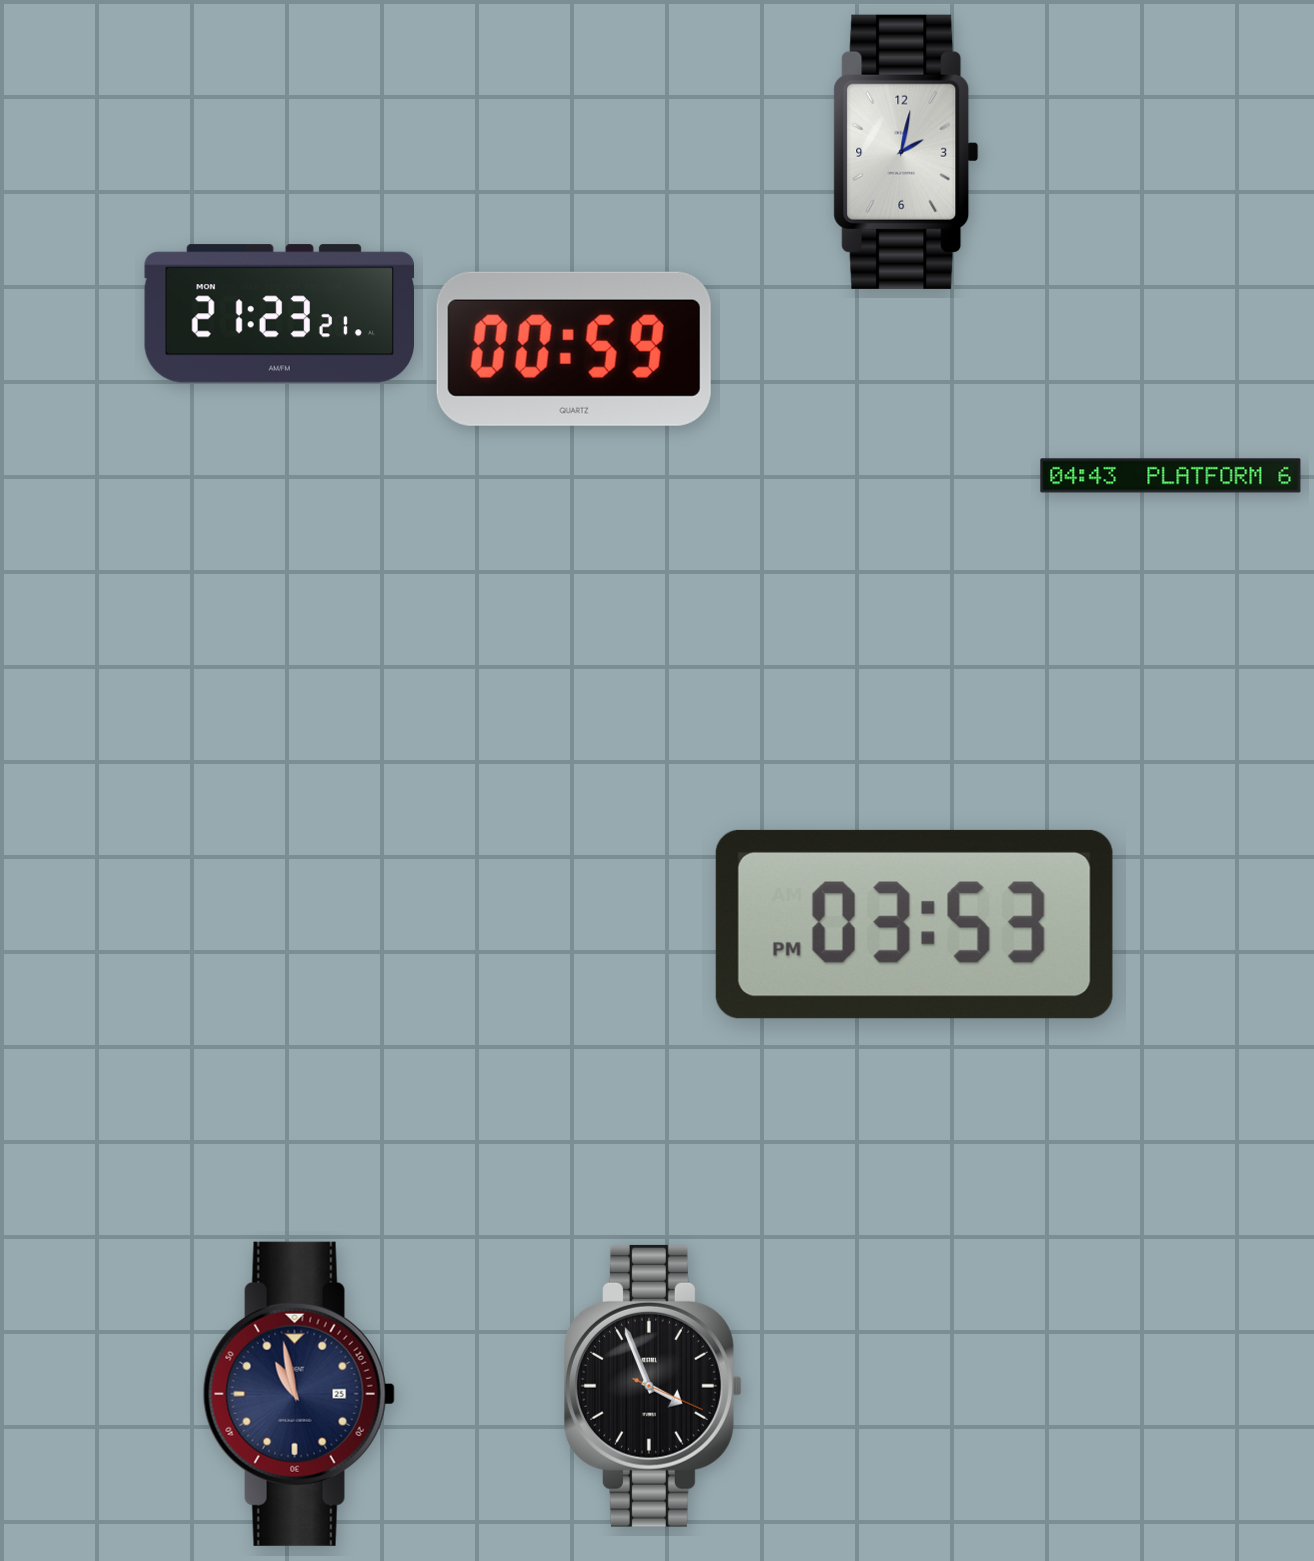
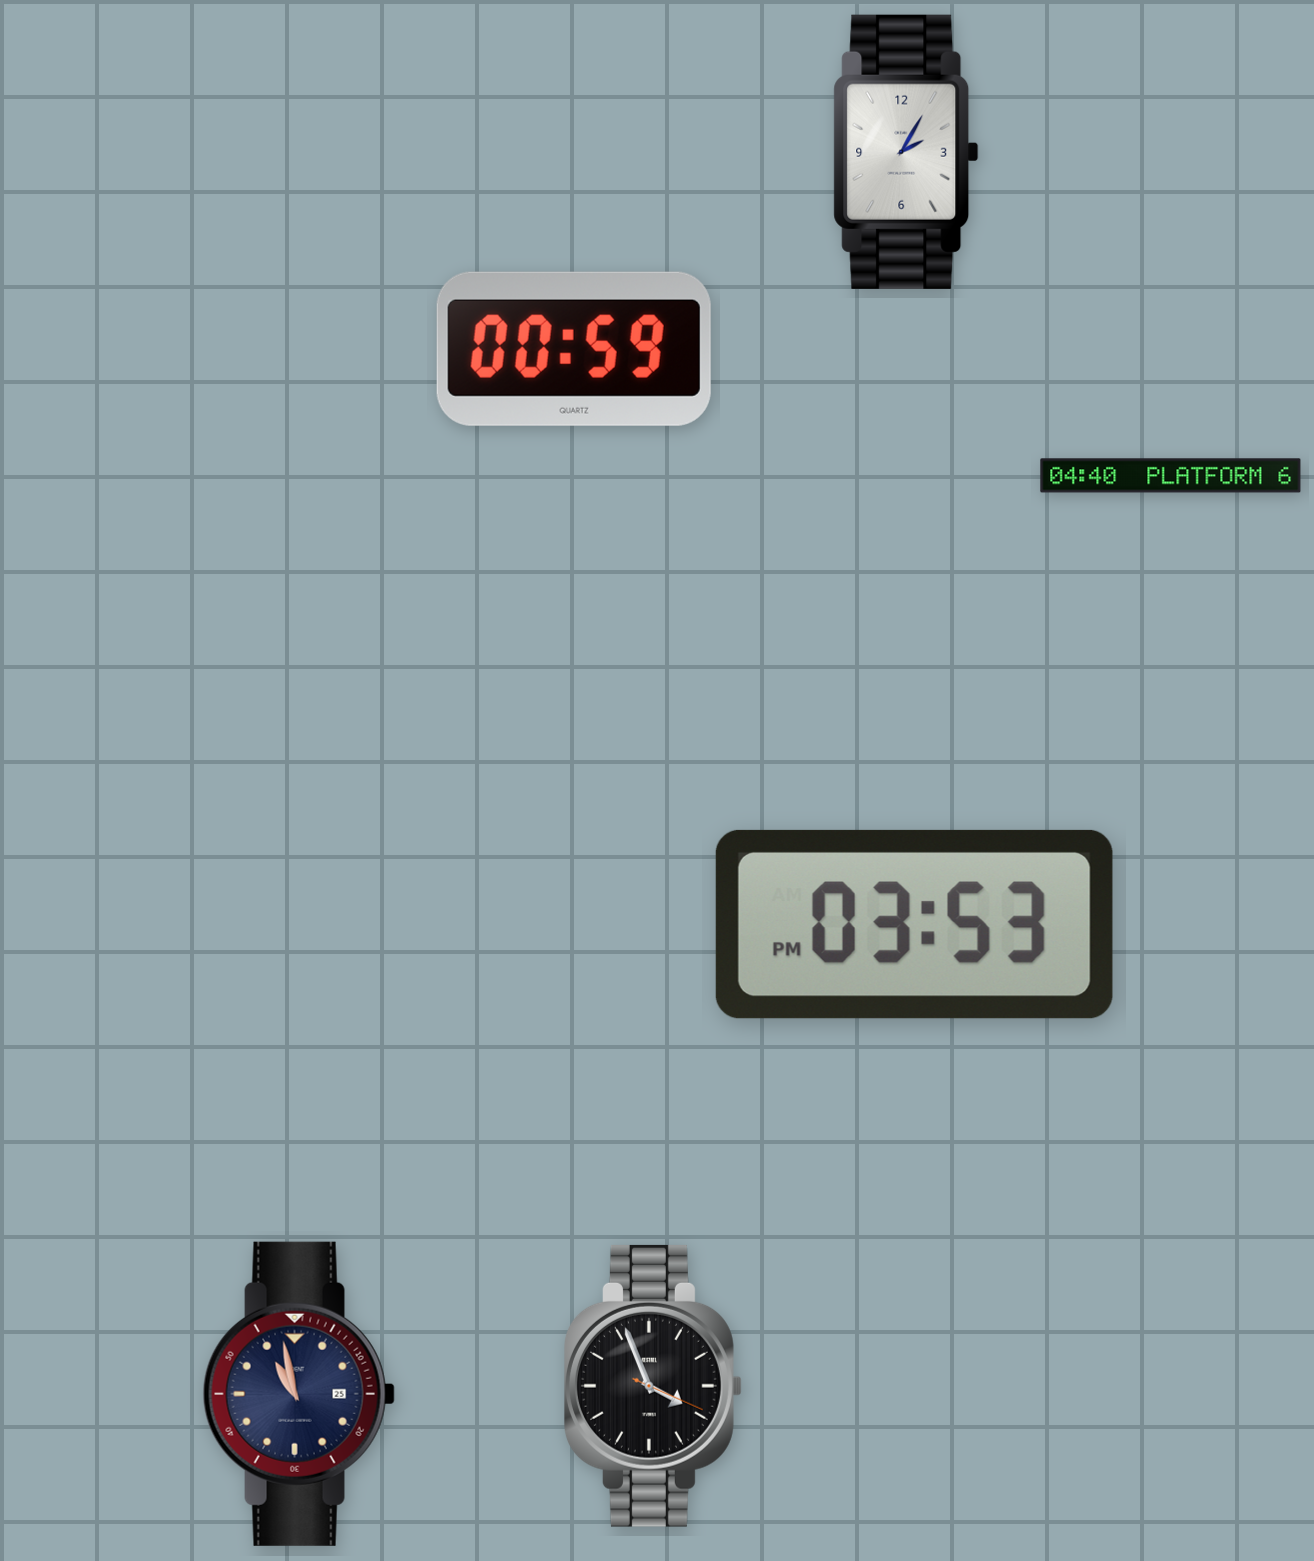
clock at (906, 152): 2:02 -> 2:05
clock at (279, 314): 21:23 -> none
clock at (1171, 476): 04:43 -> 04:40
